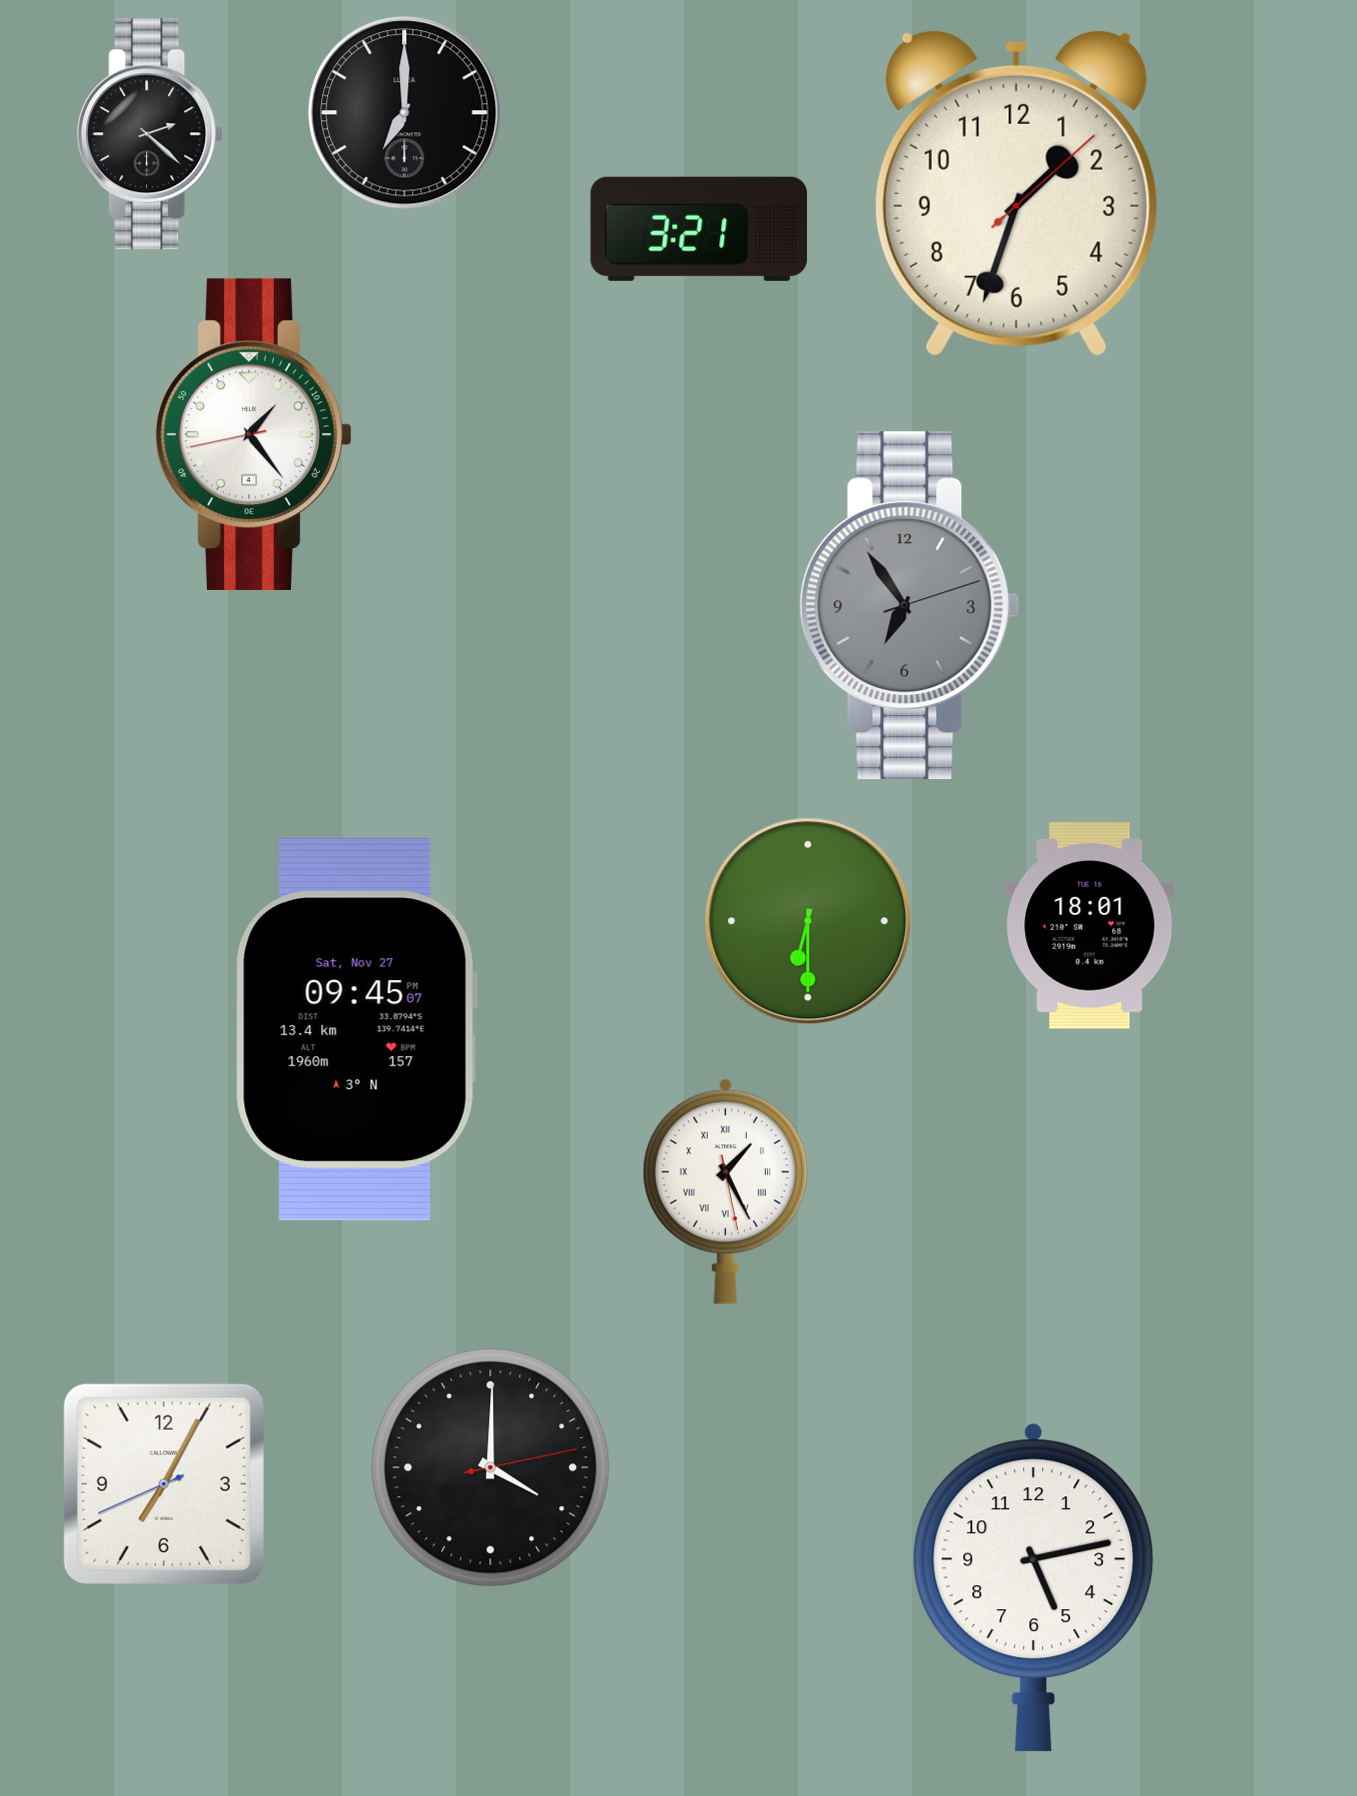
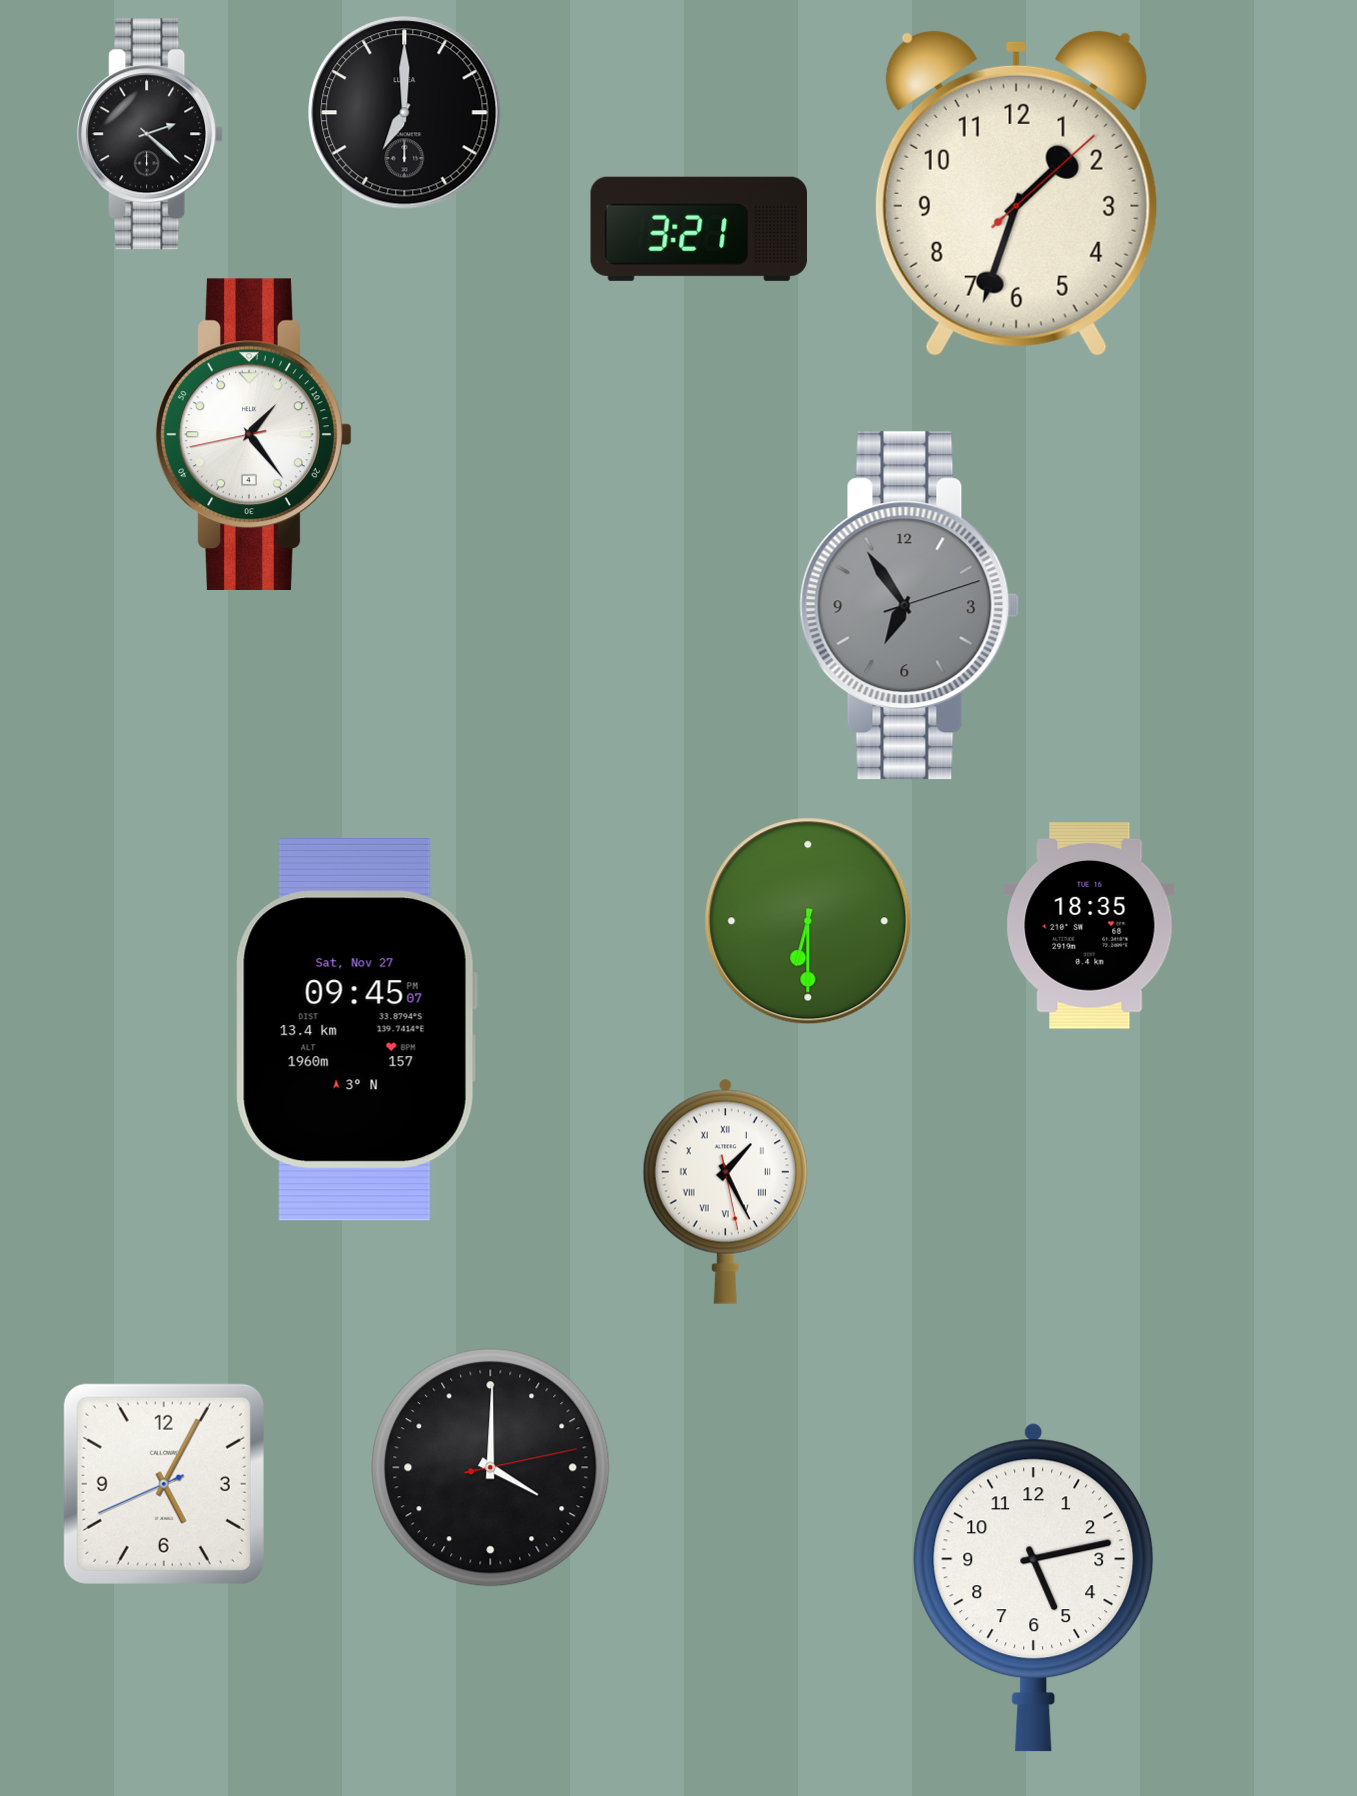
clock at (1090, 926): 18:01 -> 18:35
clock at (164, 1484): 7:04 -> 5:04
